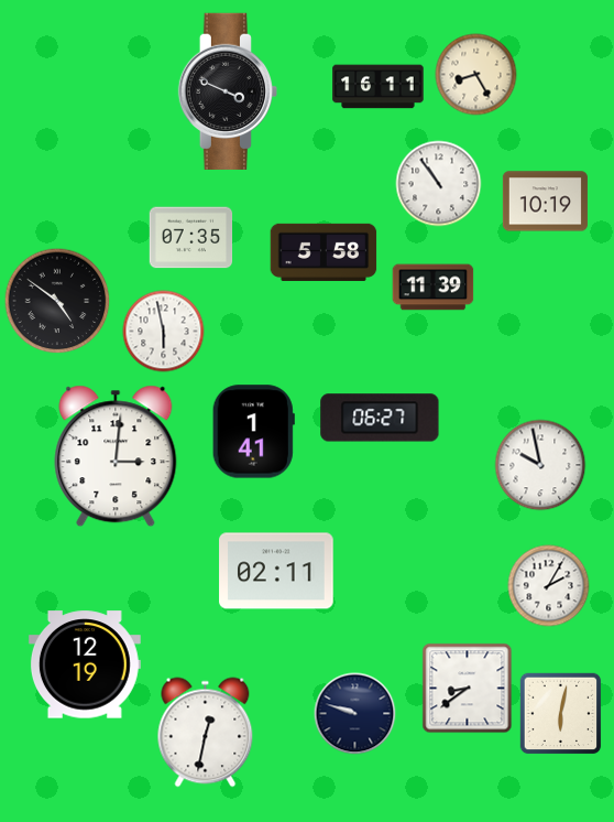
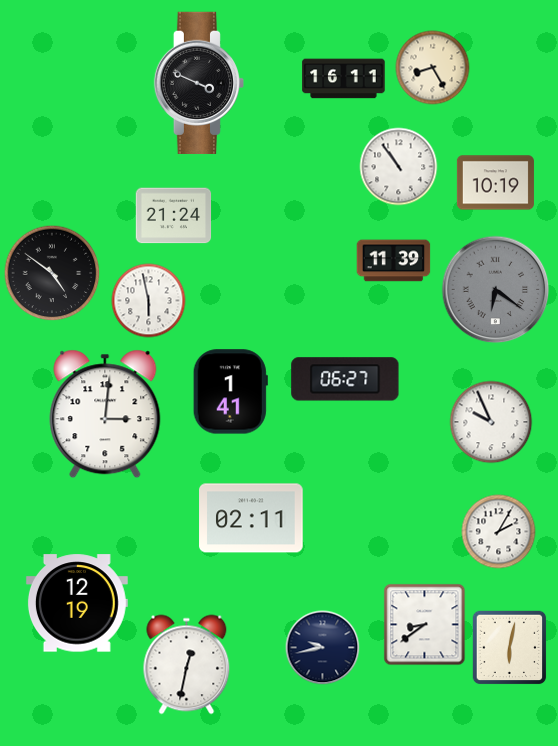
clock at (227, 91) position: (227, 91) -> (198, 83)
clock at (191, 238): 07:35 -> 21:24
clock at (324, 252): 5:58 -> none
clock at (496, 290): none -> 6:21
clock at (540, 465): 9:58 -> 9:56
clock at (355, 714): 9:48 -> 9:43
